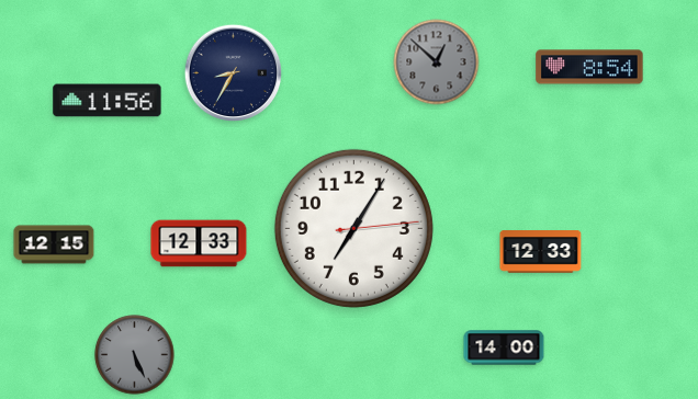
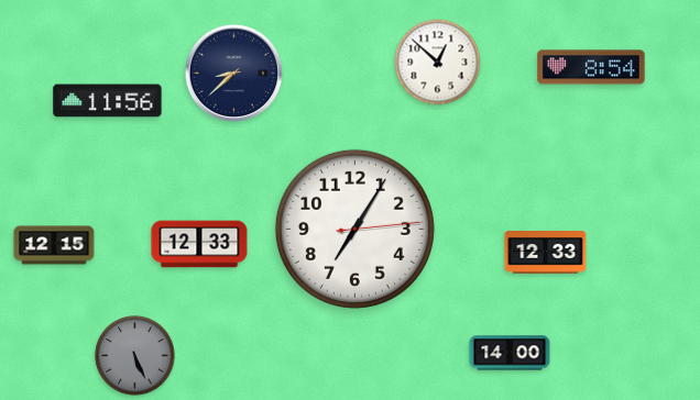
clock at (437, 62) dial: grey -> white
clock at (234, 73): 8:35 -> 8:38
clock at (541, 252) position: (541, 252) -> (546, 253)
clock at (504, 347) position: (504, 347) -> (510, 353)
